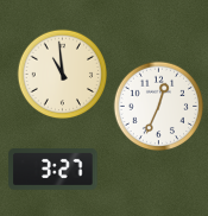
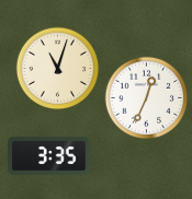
clock at (63, 75): 10:59 -> 11:03
clock at (53, 170): 3:27 -> 3:35
